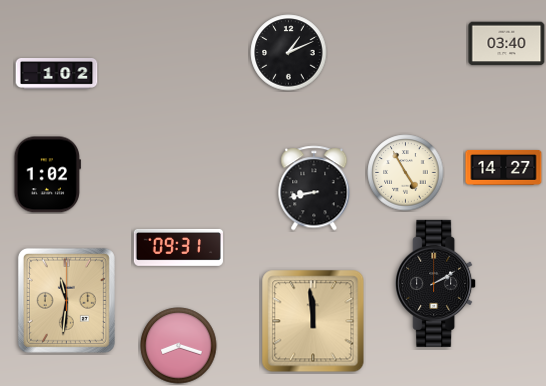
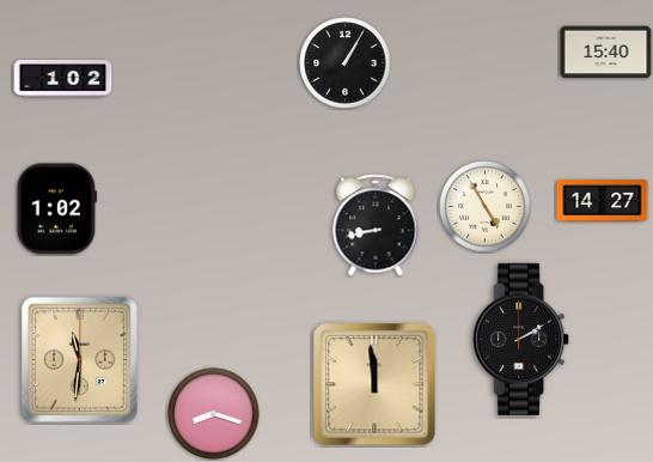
clock at (507, 44): 03:40 -> 15:40
clock at (289, 53): 1:11 -> 1:05
clock at (57, 74) position: (57, 74) -> (63, 79)
clock at (178, 247): 09:31 -> none
